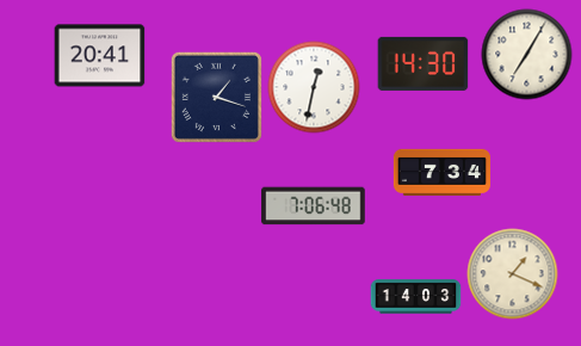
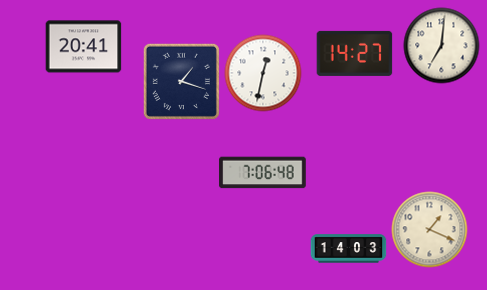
clock at (527, 55): 7:05 -> 7:01
clock at (424, 63): 14:30 -> 14:27
clock at (441, 172): 7:34 -> none
